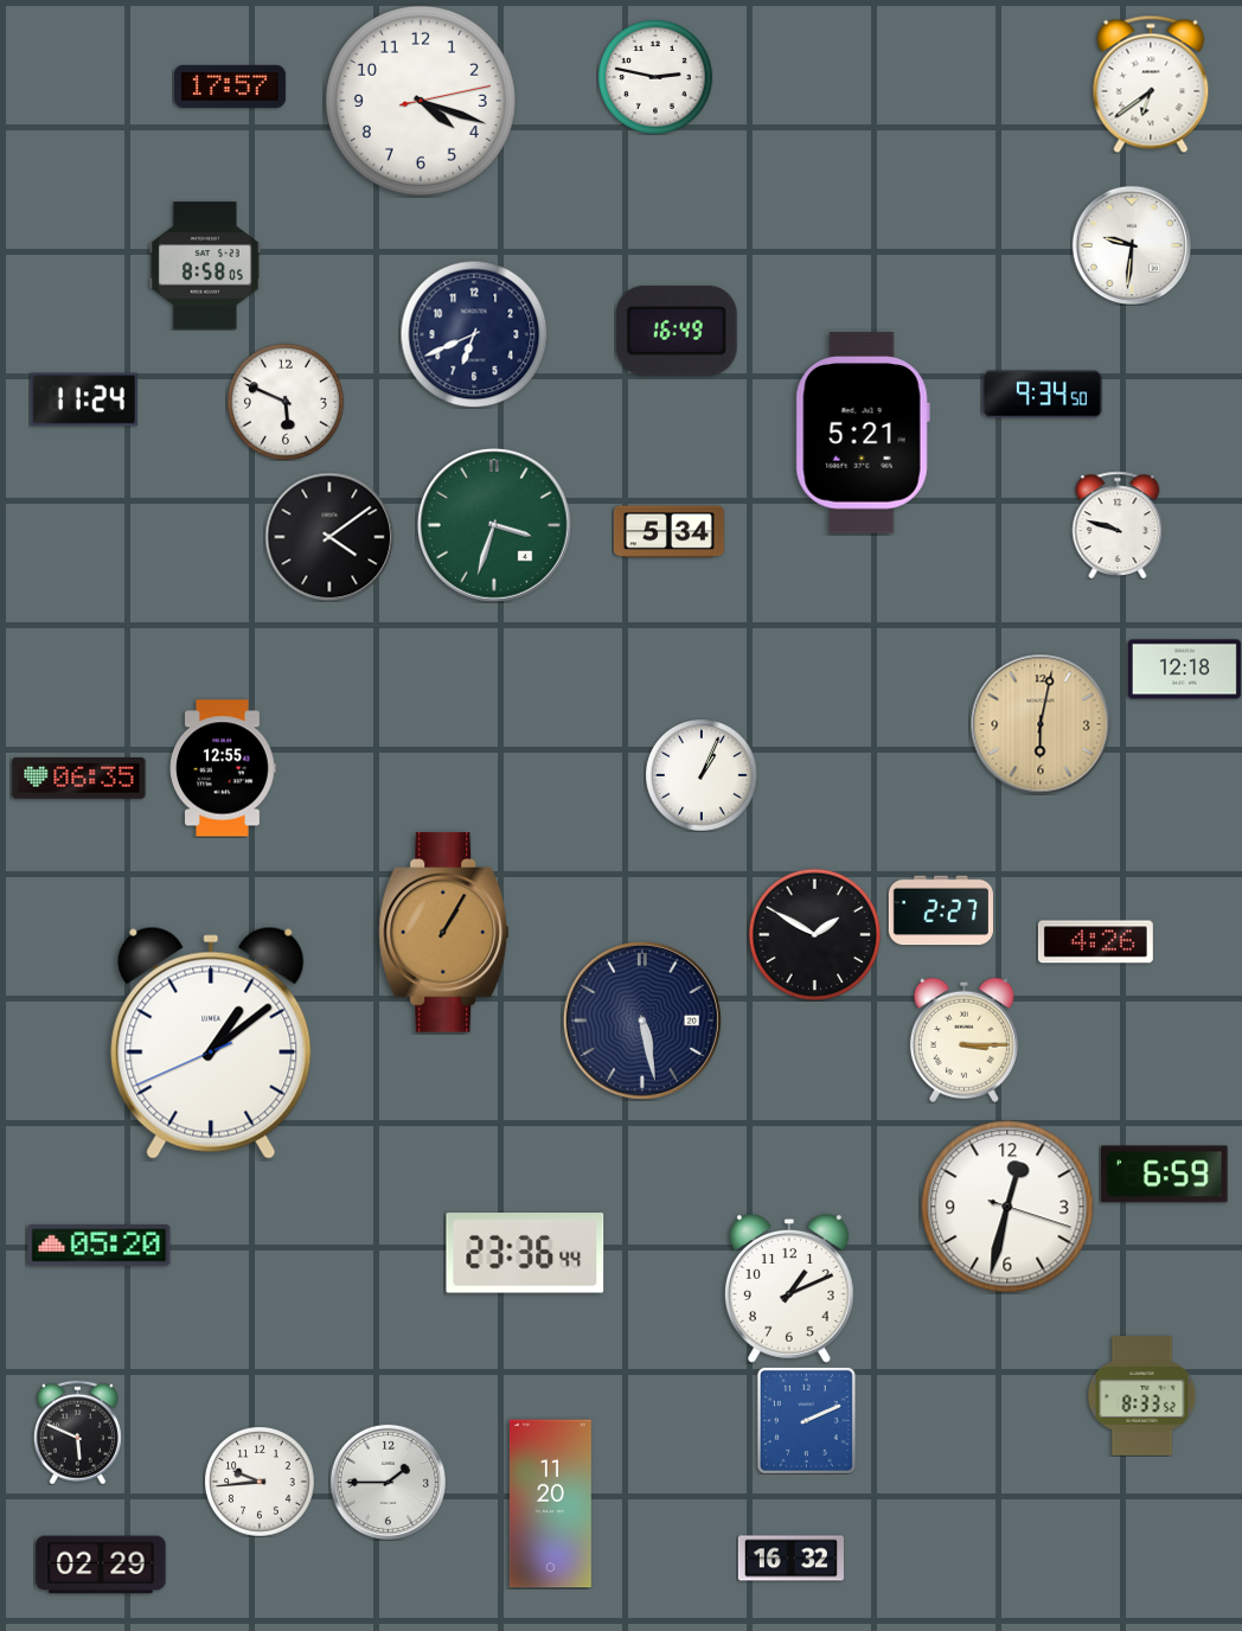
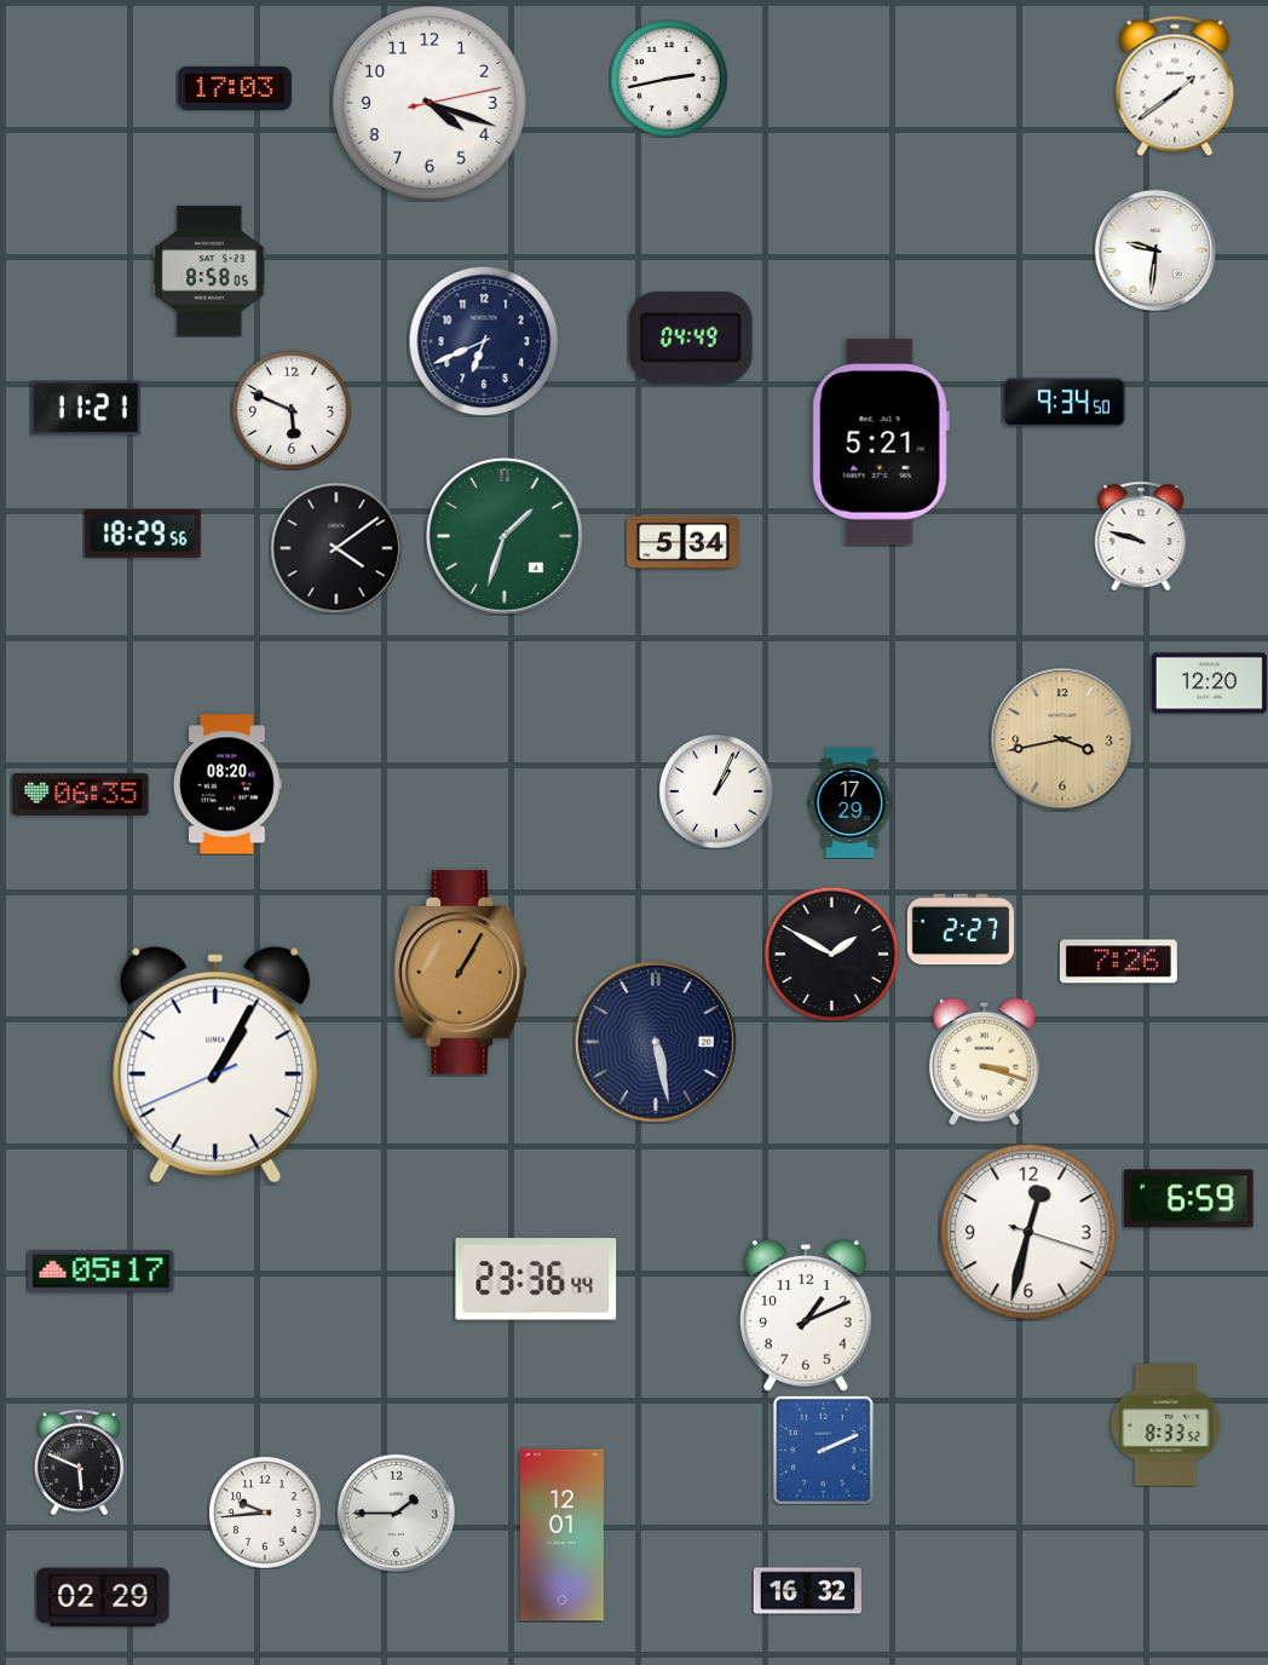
clock at (655, 77): 2:47 -> 2:43
clock at (1151, 84): 6:39 -> 1:39
clock at (230, 87): 17:57 -> 17:03
clock at (677, 331): 16:49 -> 04:49
clock at (84, 399): 11:24 -> 11:21
clock at (143, 534): none -> 18:29
clock at (494, 525): 3:33 -> 1:33
clock at (1184, 670): 12:18 -> 12:20
clock at (1041, 724): 6:02 -> 3:43
clock at (224, 768): 12:55 -> 08:20
clock at (851, 802): none -> 17:29
clock at (444, 933) position: (444, 933) -> (461, 973)
clock at (1095, 942): 4:26 -> 7:26
clock at (963, 1040): 3:15 -> 3:18
clock at (211, 1043): 1:08 -> 1:04
clock at (100, 1246): 05:20 -> 05:17
clock at (550, 1504): 11:20 -> 12:01
